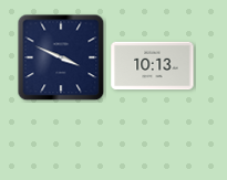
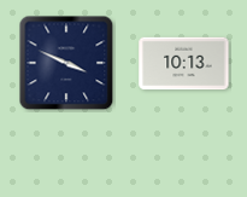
clock at (153, 66) position: (153, 66) -> (184, 64)
